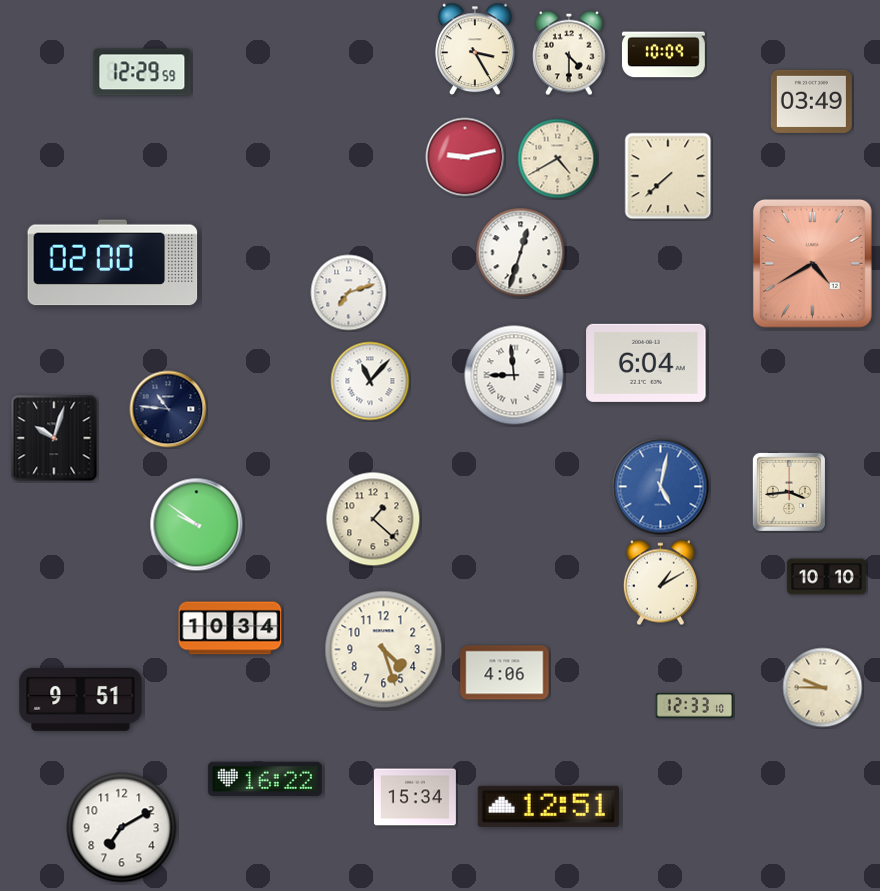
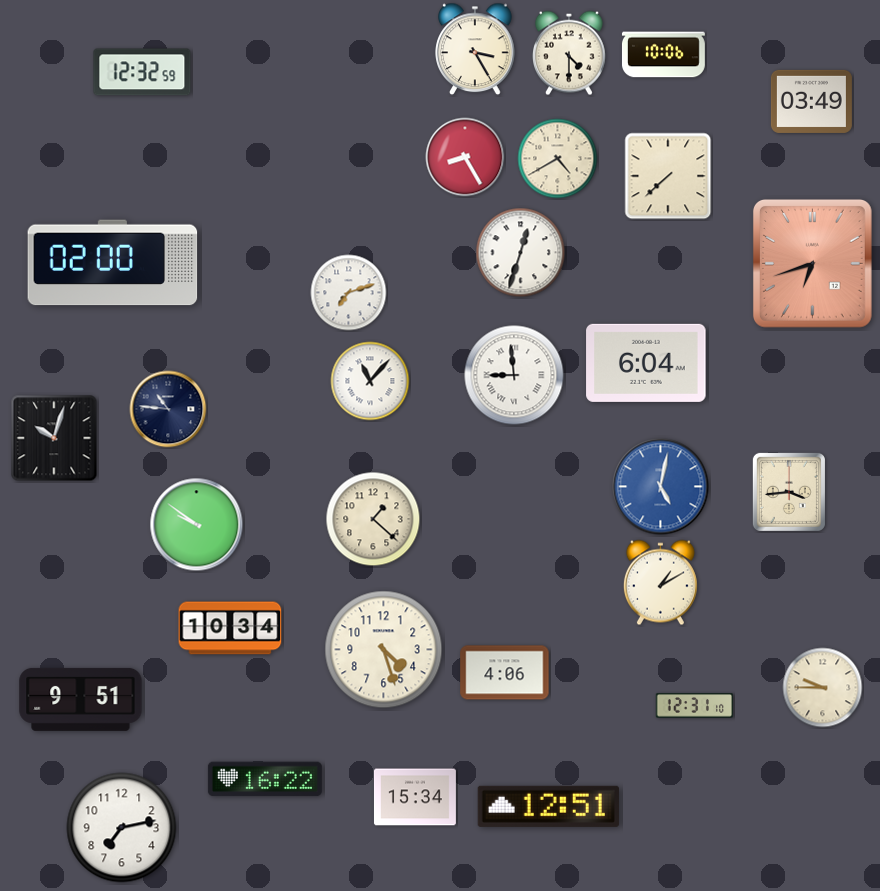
clock at (663, 55): 10:09 -> 10:06
clock at (142, 72): 12:29 -> 12:32
clock at (465, 157): 9:13 -> 8:25
clock at (812, 263): 4:40 -> 6:42
clock at (826, 577): 10:10 -> none
clock at (694, 706): 12:33 -> 12:31
clock at (122, 828): 7:10 -> 7:13
